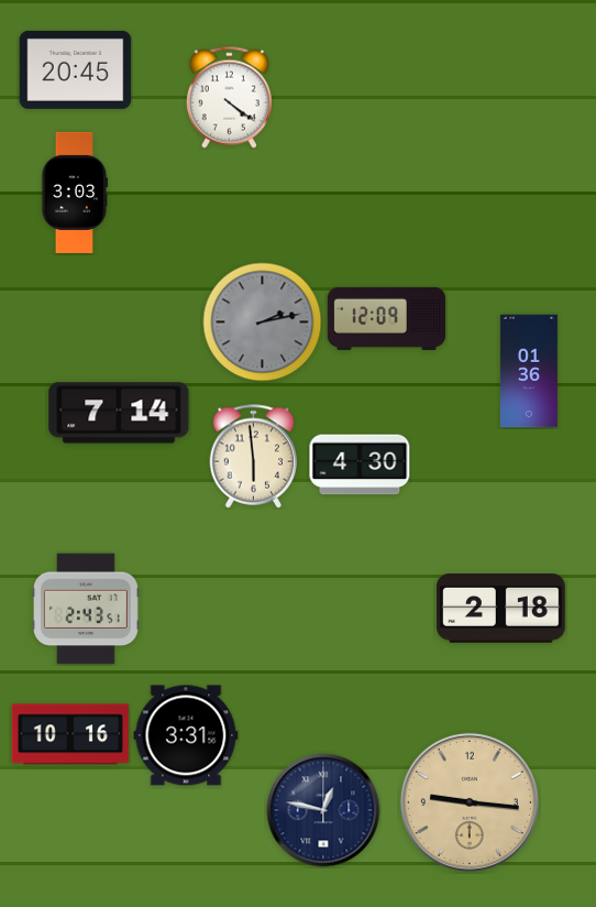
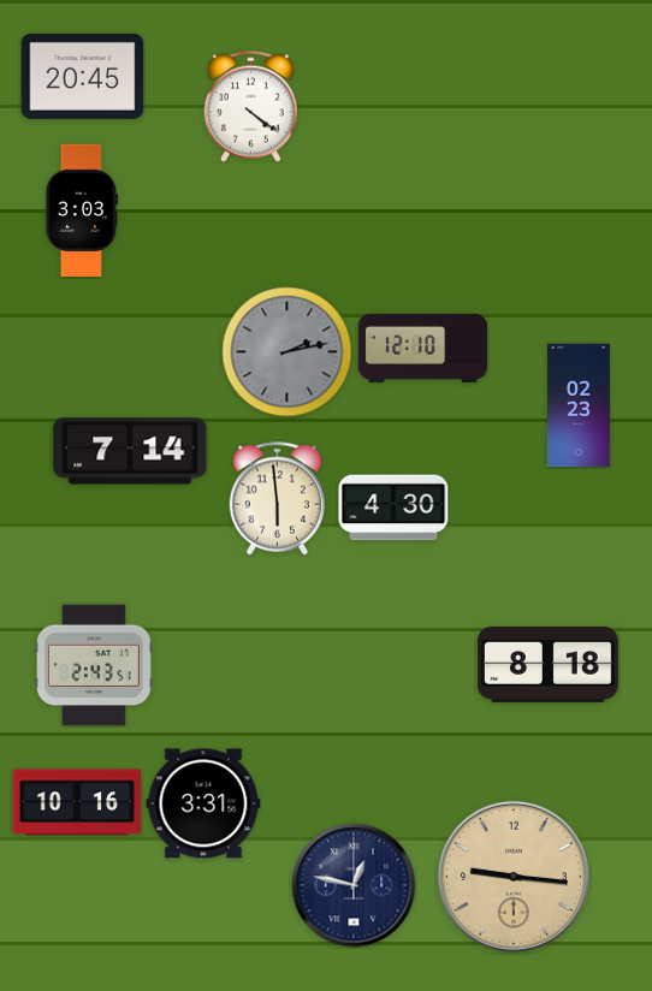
clock at (387, 318): 12:09 -> 12:10
clock at (529, 371): 01:36 -> 02:23
clock at (501, 609): 2:18 -> 8:18
